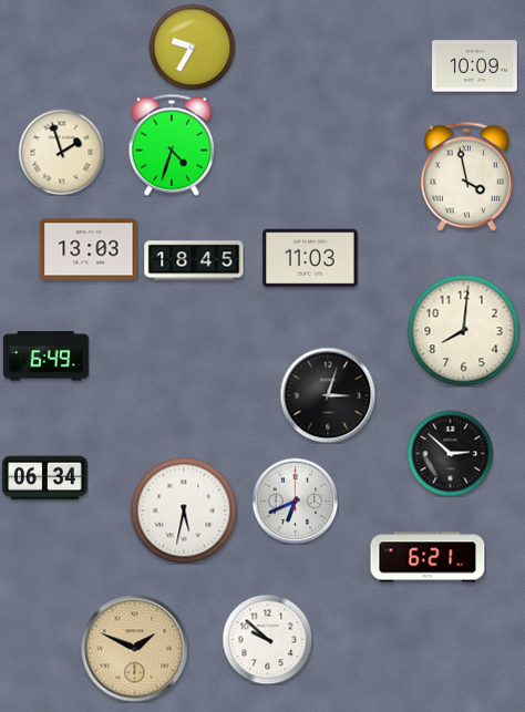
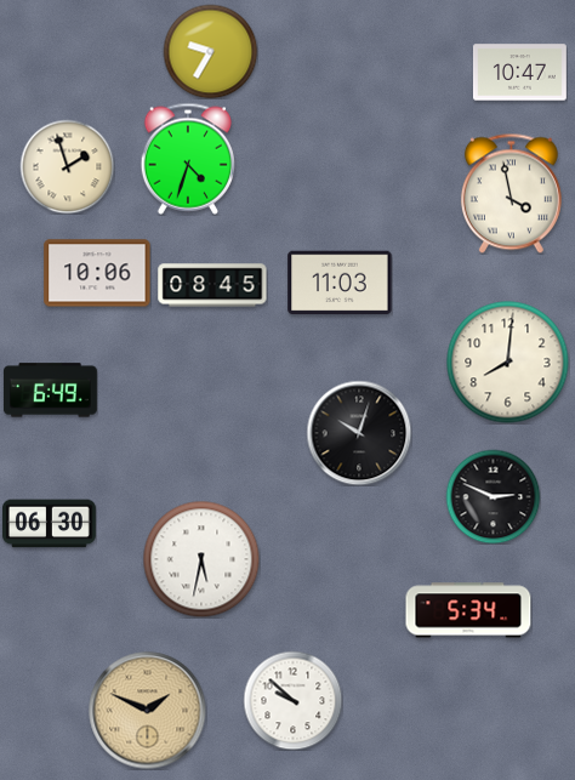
clock at (474, 66): 10:09 -> 10:47
clock at (89, 249): 13:03 -> 10:06
clock at (194, 260): 18:45 -> 08:45
clock at (328, 395): 3:03 -> 10:03
clock at (450, 453): 2:52 -> 2:49
clock at (44, 478): 06:34 -> 06:30
clock at (295, 501): 6:41 -> none
clock at (428, 557): 6:21 -> 5:34
